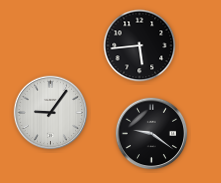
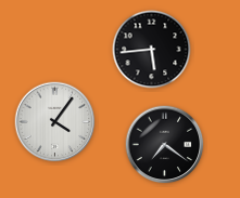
clock at (51, 113): 9:06 -> 4:06
clock at (152, 134): 9:21 -> 7:21
